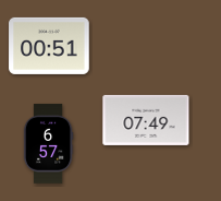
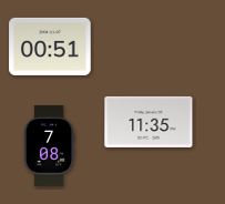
clock at (146, 120): 07:49 -> 11:35
clock at (48, 144): 6:57 -> 7:08
